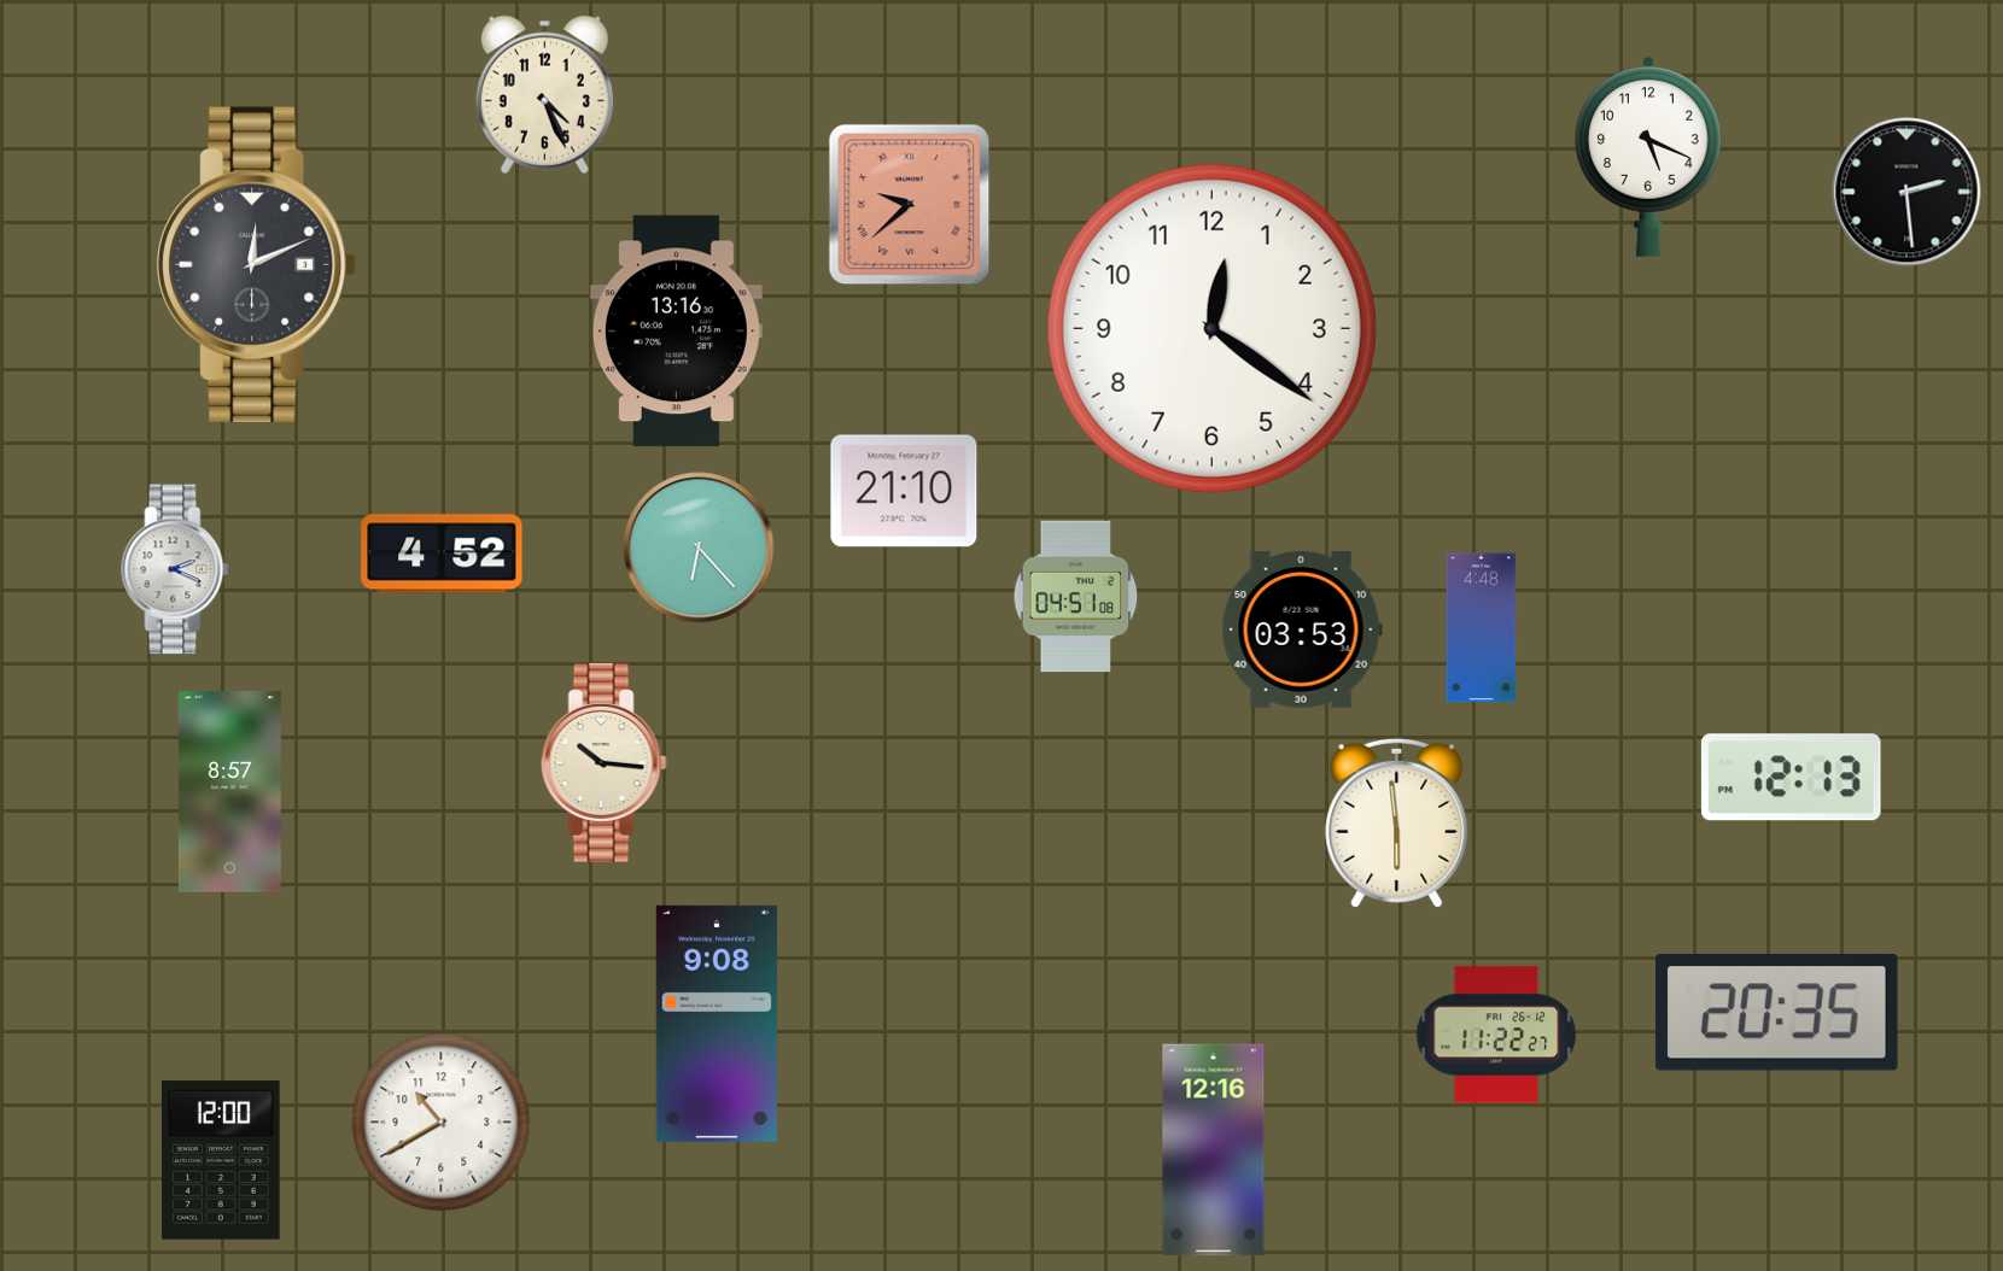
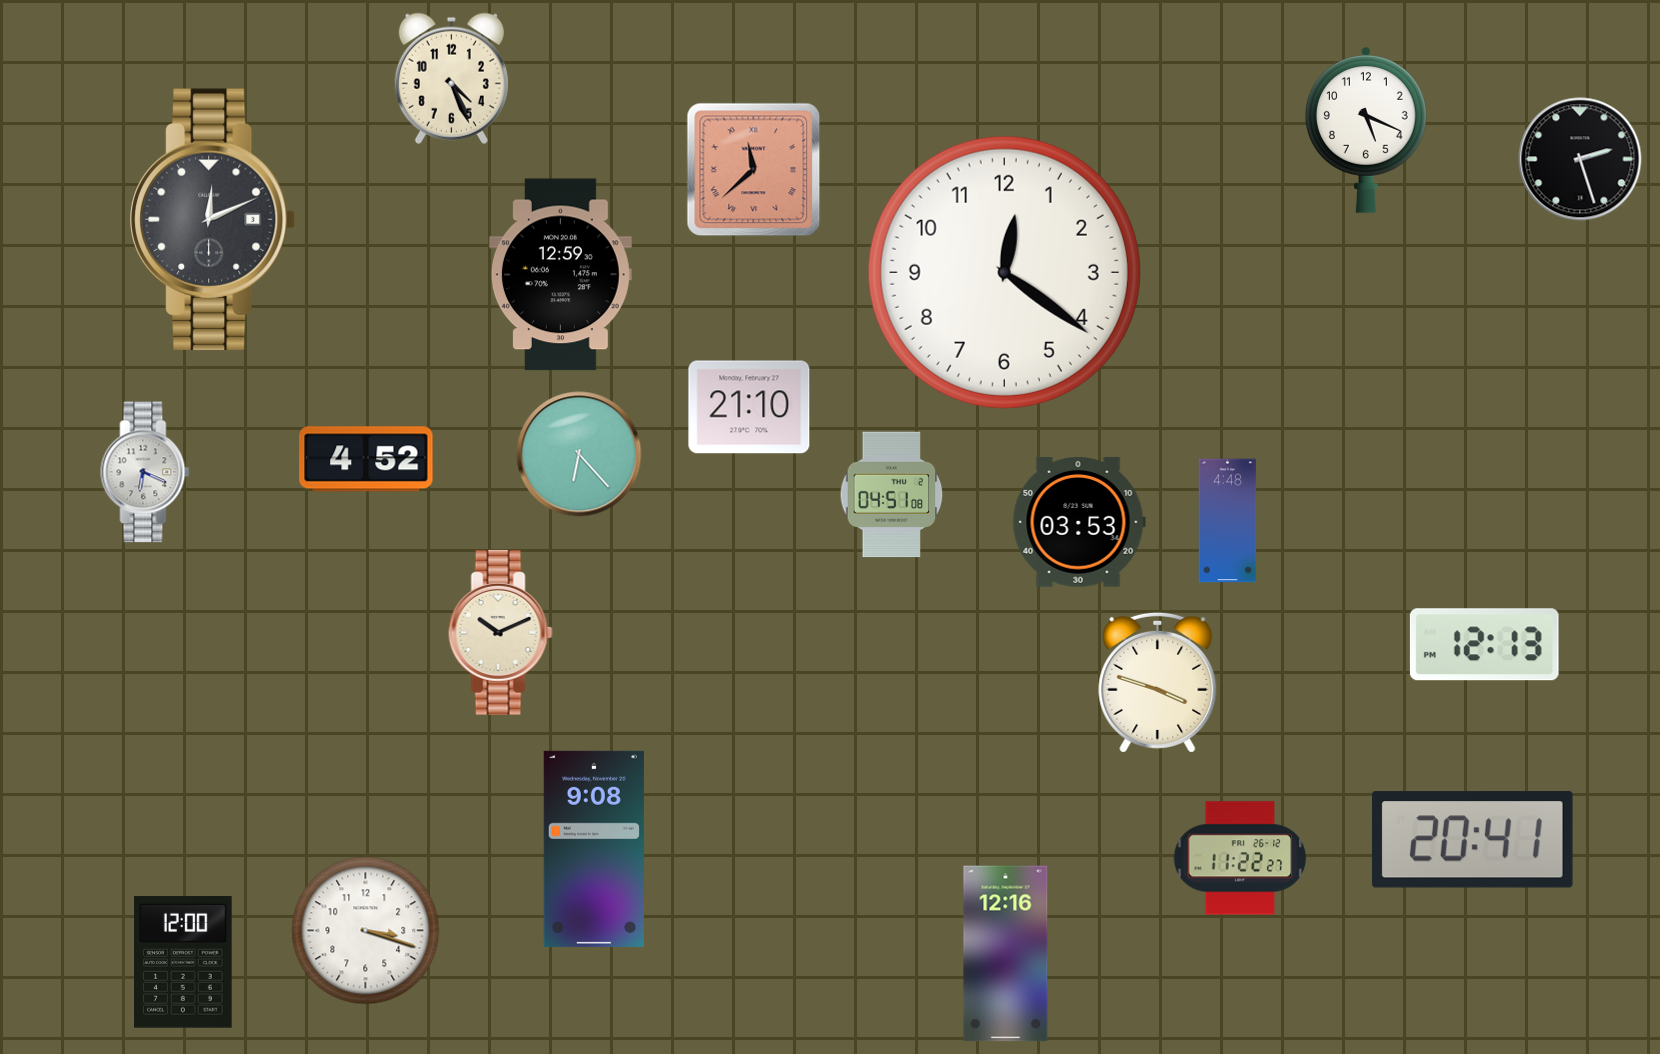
clock at (1906, 192): 2:29 -> 2:27
clock at (910, 205): 9:38 -> 11:38
clock at (676, 332): 13:16 -> 12:59
clock at (175, 569): 2:19 -> 6:19
clock at (603, 762): 10:16 -> 10:11
clock at (229, 792): 8:57 -> none
clock at (1397, 822): 5:59 -> 3:48
clock at (1776, 1013): 20:35 -> 20:41
clock at (442, 1123): 10:40 -> 3:18
